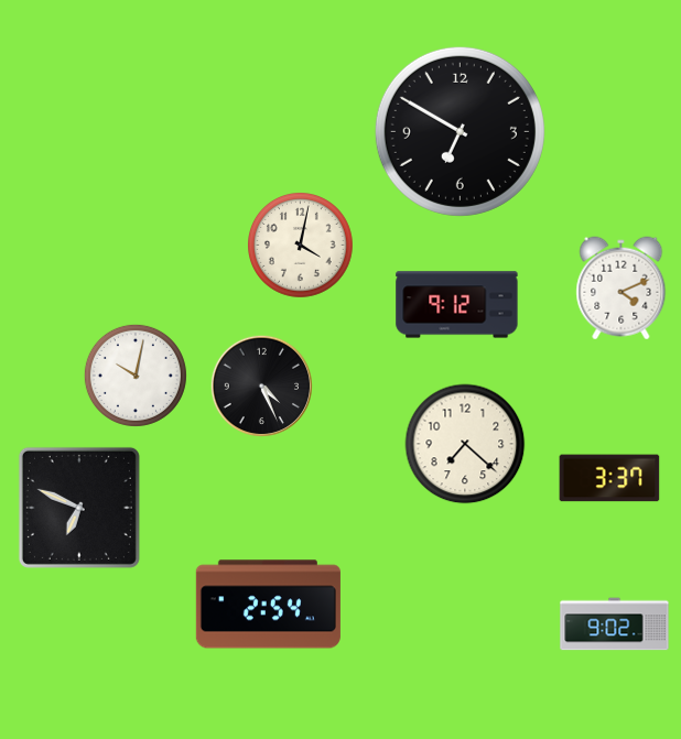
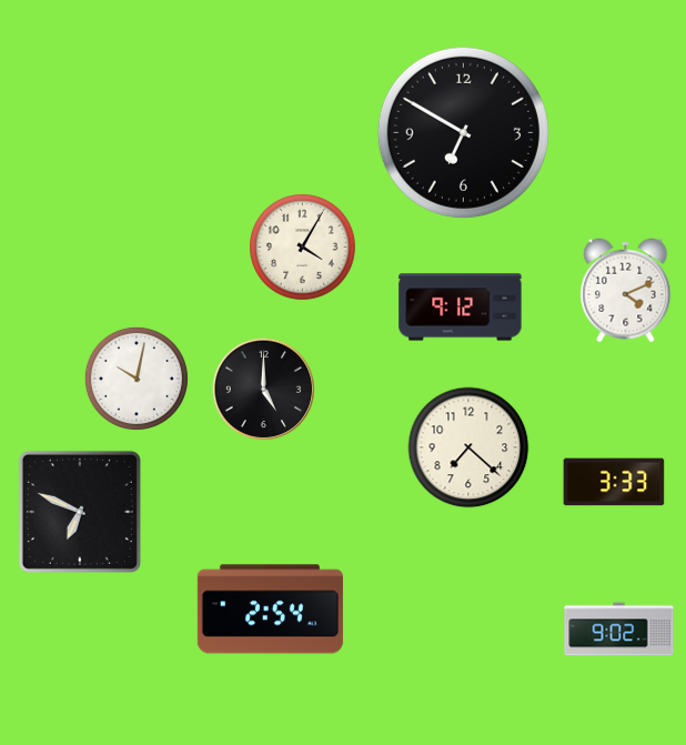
clock at (301, 246): 4:02 -> 4:05
clock at (261, 385): 4:26 -> 5:00
clock at (609, 478): 3:37 -> 3:33
